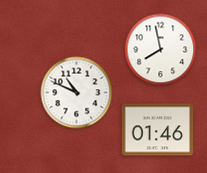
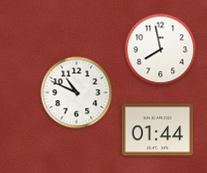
clock at (158, 130): 01:46 -> 01:44
